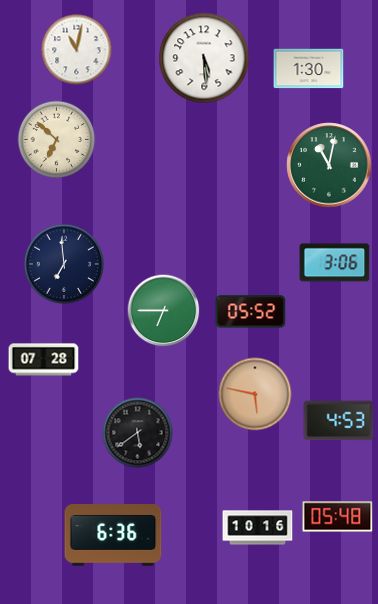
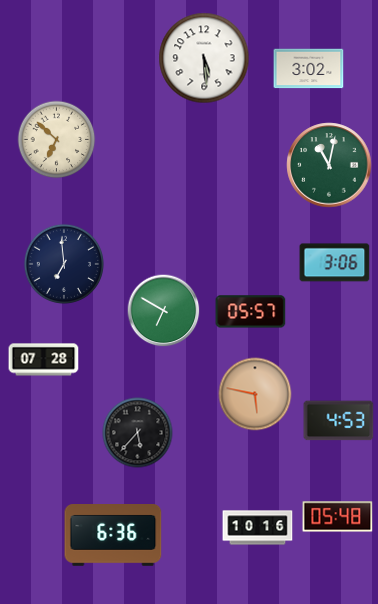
clock at (77, 50): 11:02 -> none
clock at (309, 69): 1:30 -> 3:02
clock at (164, 311): 6:45 -> 6:50
clock at (251, 312): 05:52 -> 05:57
clock at (138, 433): 5:39 -> 5:37
